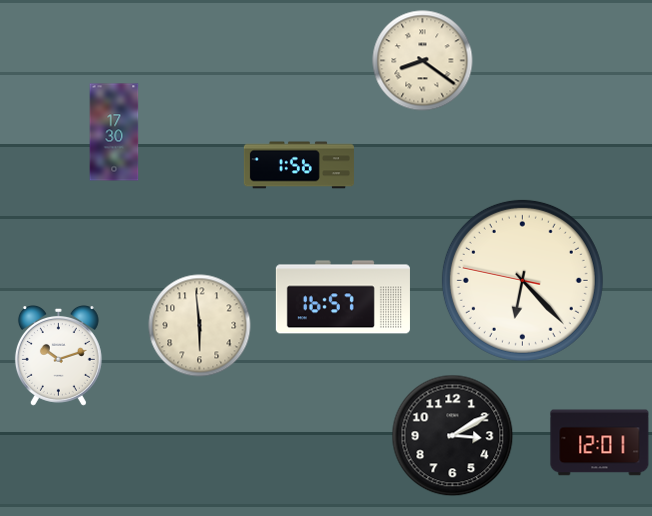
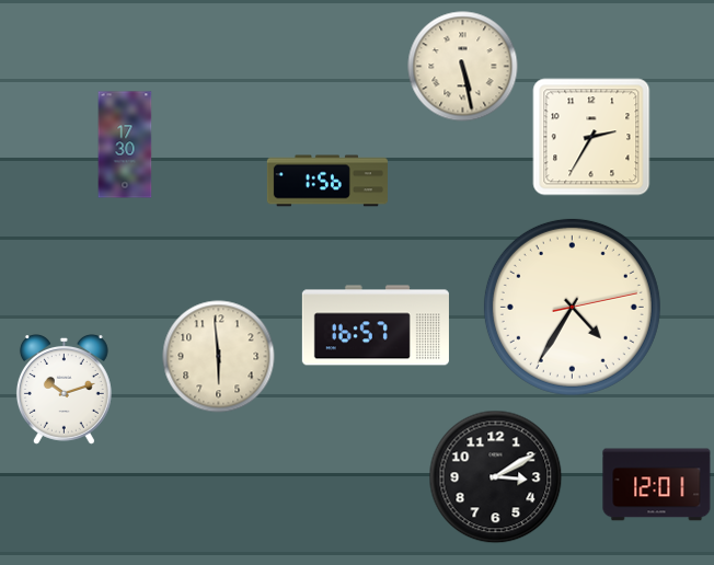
clock at (423, 61): 8:21 -> 5:28
clock at (591, 137): none -> 2:35
clock at (522, 280): 6:22 -> 4:35
